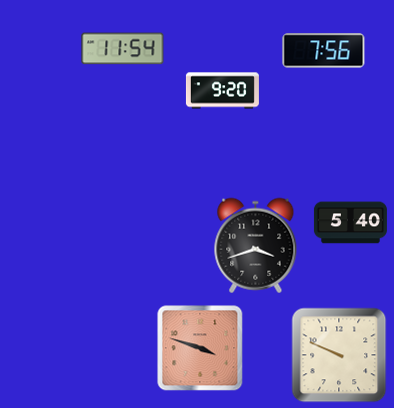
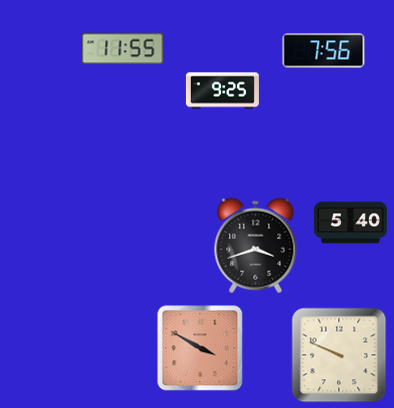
clock at (123, 49): 11:54 -> 11:55
clock at (222, 91): 9:20 -> 9:25
clock at (200, 348): 3:48 -> 3:50
